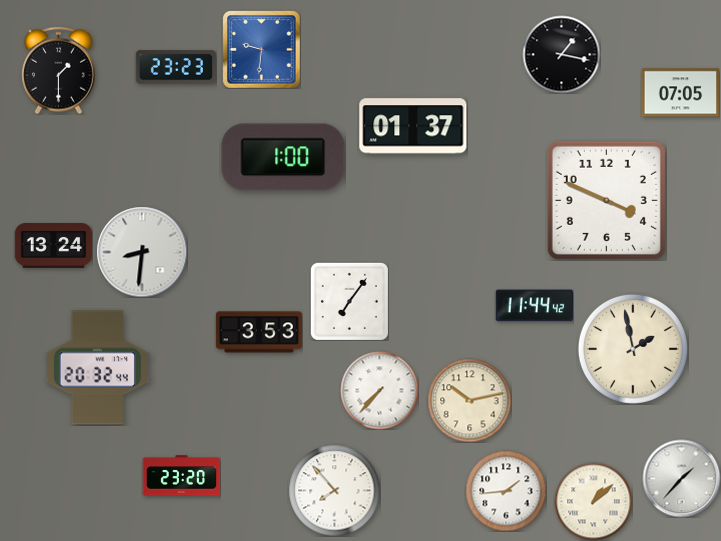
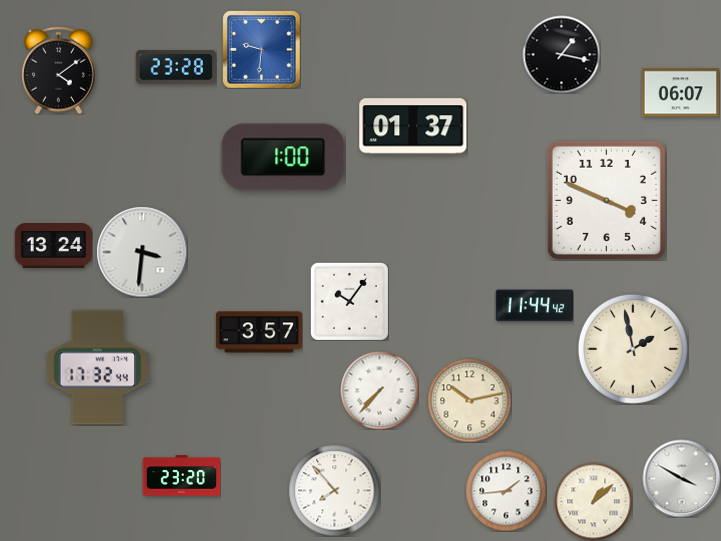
clock at (176, 67): 23:23 -> 23:28
clock at (59, 70): 1:30 -> 4:09
clock at (680, 93): 07:05 -> 06:07
clock at (142, 252): 8:31 -> 3:31
clock at (349, 301): 7:06 -> 10:06
clock at (259, 332): 3:53 -> 3:57
clock at (97, 368): 20:32 -> 17:32
clock at (681, 478): 1:37 -> 3:50
